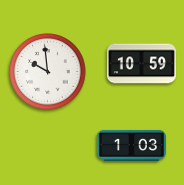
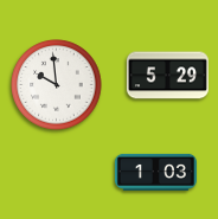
clock at (141, 64): 10:59 -> 5:29
